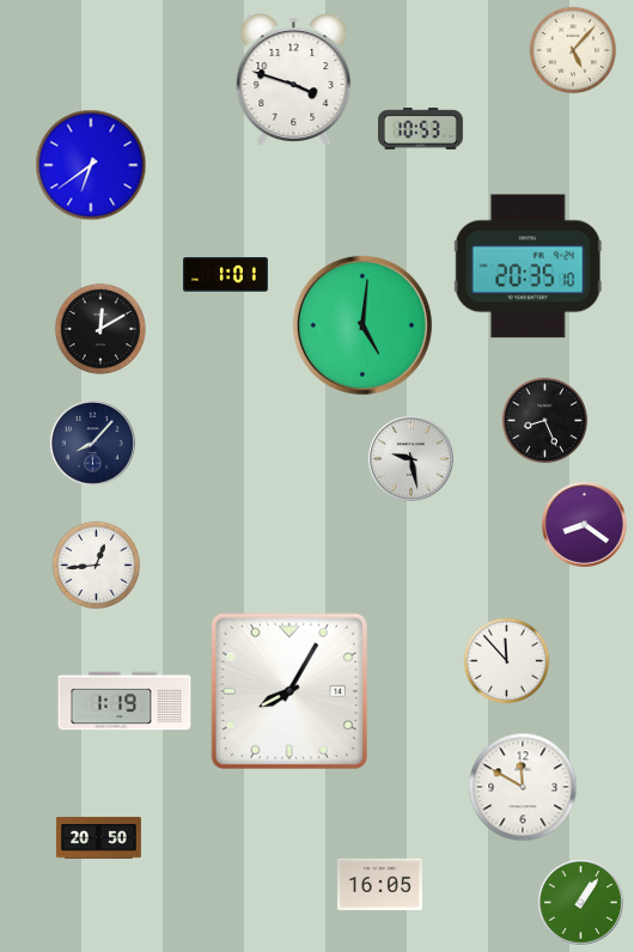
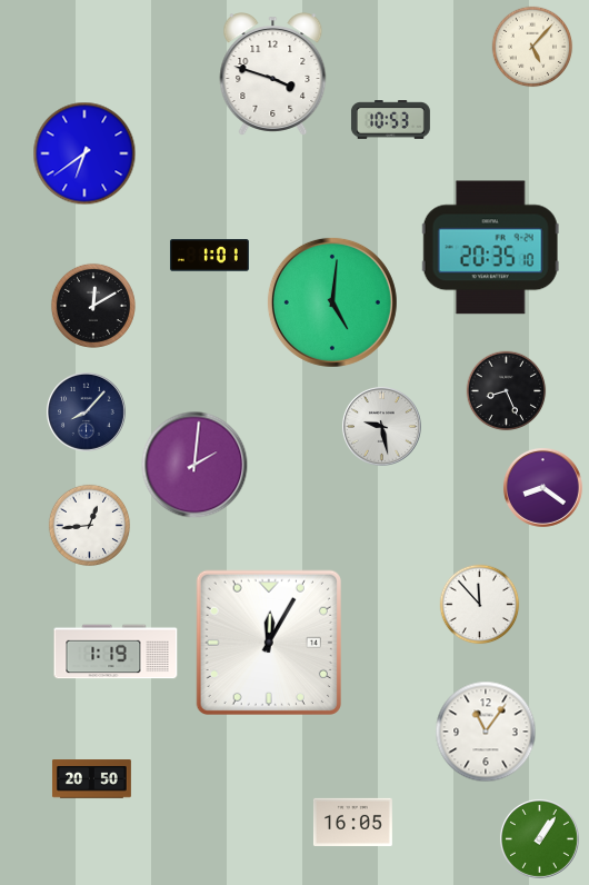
clock at (362, 325) position: (362, 325) -> (332, 302)
clock at (194, 465): none -> 2:01
clock at (507, 661) position: (507, 661) -> (480, 605)
clock at (289, 691): 8:05 -> 12:05
clock at (523, 787): 11:50 -> 11:06
